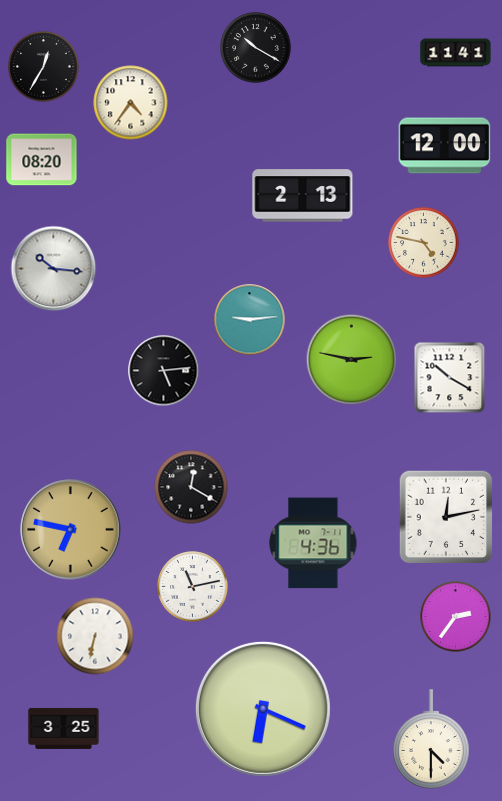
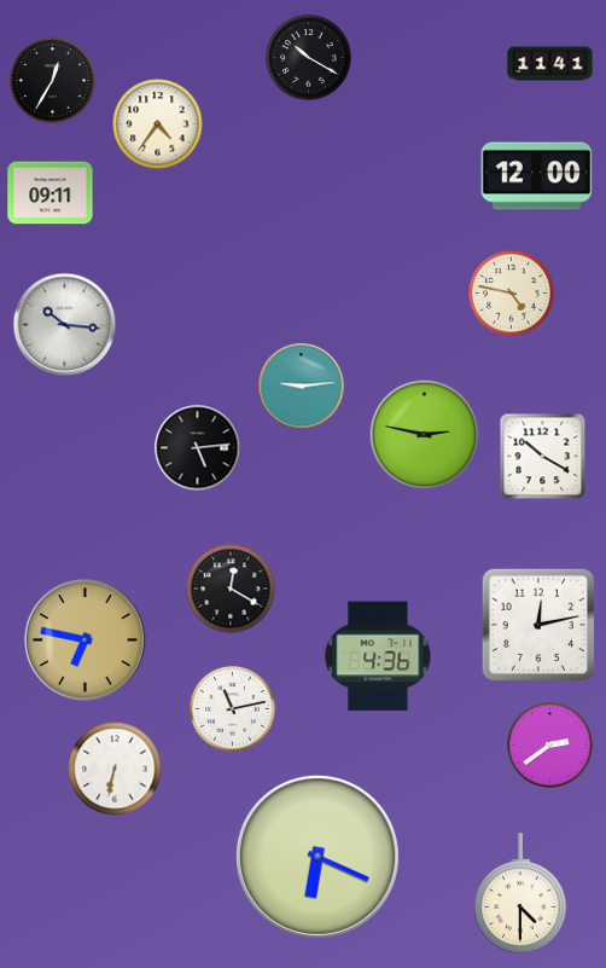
clock at (42, 160): 08:20 -> 09:11
clock at (303, 196): 2:13 -> none
clock at (456, 617): 2:36 -> 2:39
clock at (64, 728): 3:25 -> none
